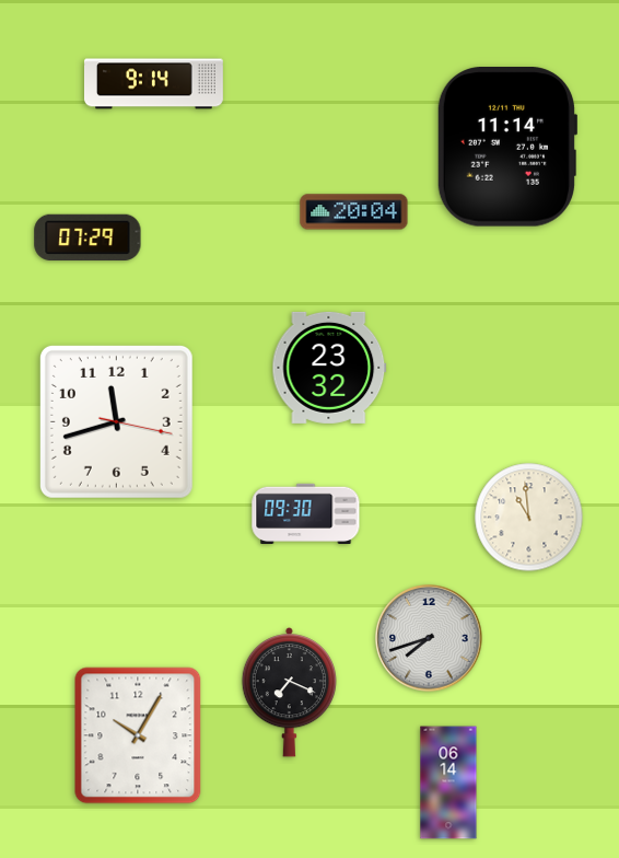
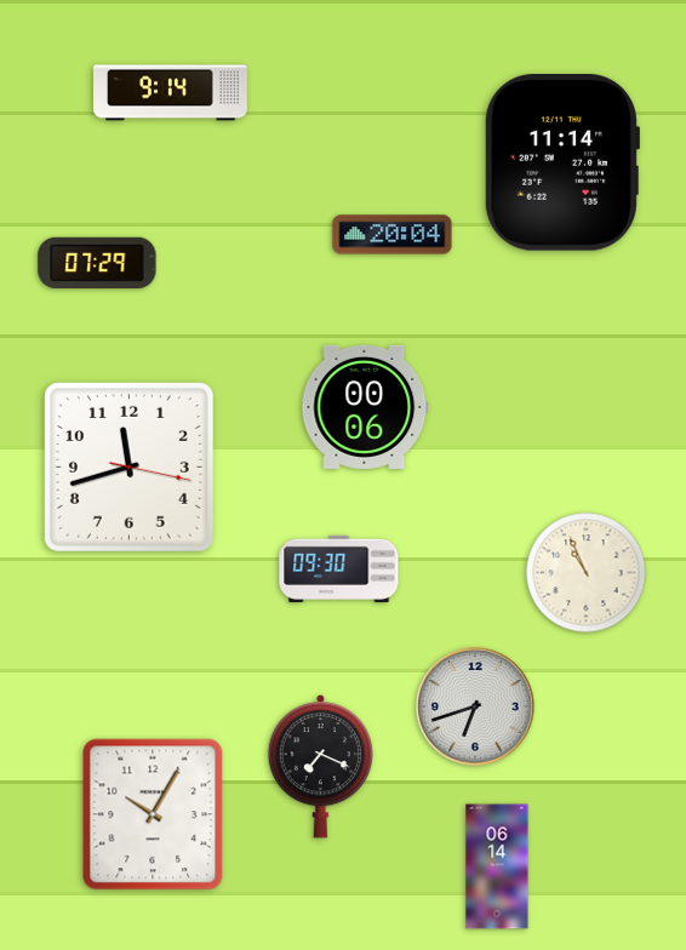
clock at (329, 368): 23:32 -> 00:06
clock at (529, 518): 10:59 -> 10:56
clock at (429, 638): 7:42 -> 6:42
